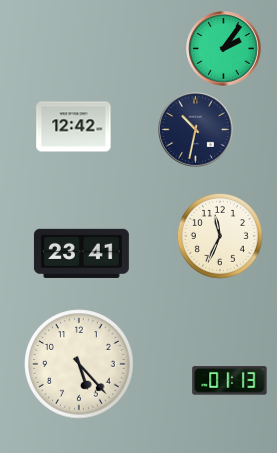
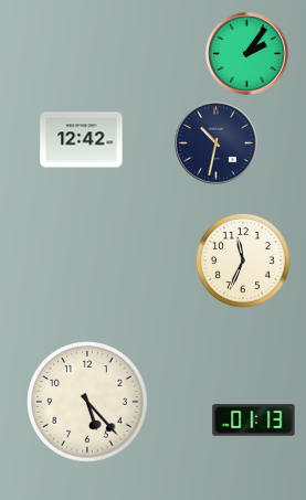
clock at (81, 253): 23:41 -> none
